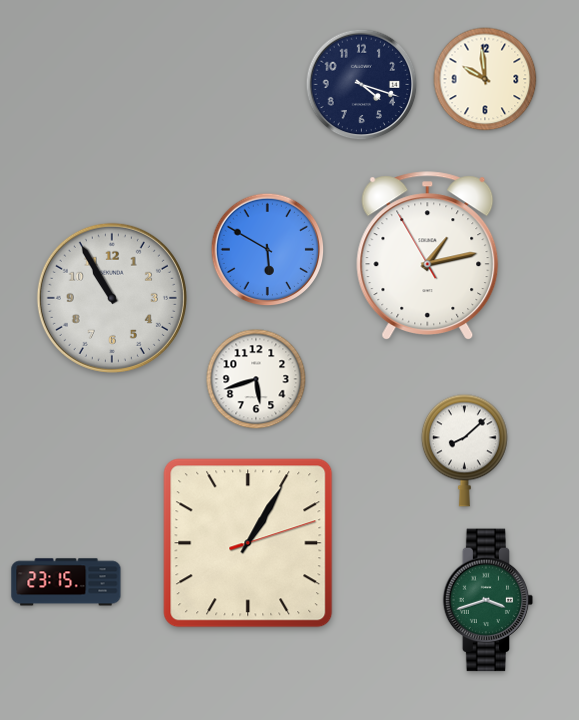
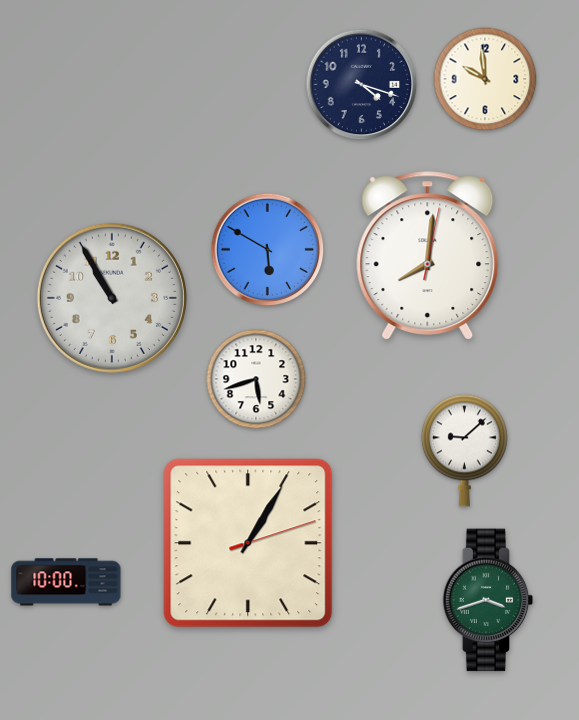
clock at (428, 255): 1:12 -> 8:01
clock at (464, 450): 8:08 -> 9:08
clock at (66, 582): 23:15 -> 10:00
